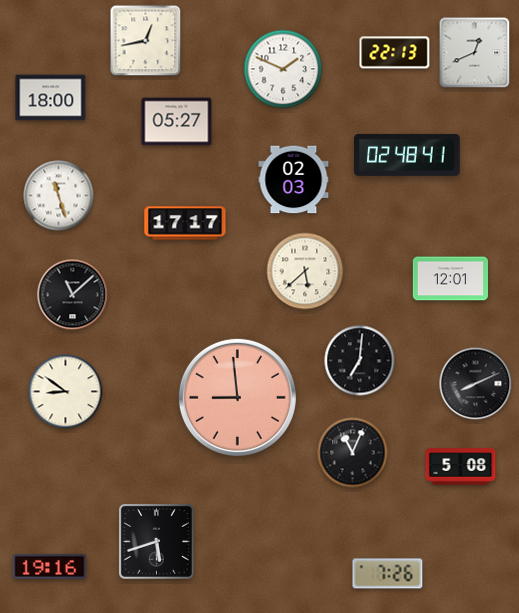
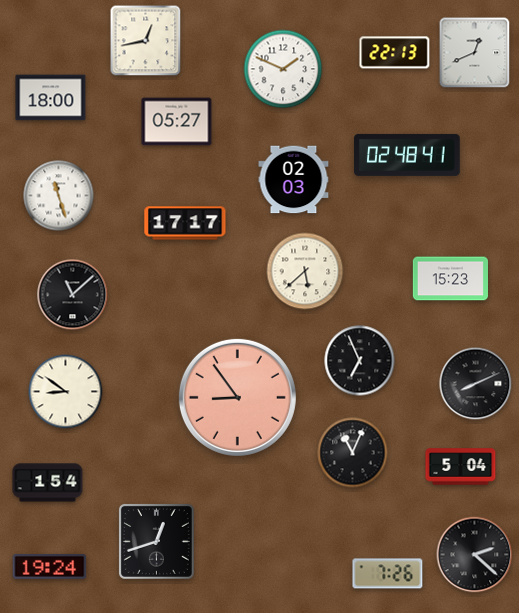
clock at (450, 279): 12:01 -> 15:23
clock at (360, 361): 7:01 -> 6:56
clock at (237, 397): 8:59 -> 8:54
clock at (461, 467): 5:08 -> 5:04
clock at (48, 483): none -> 1:54
clock at (156, 541): 5:42 -> 12:42
clock at (475, 555): none -> 2:22
clock at (50, 566): 19:16 -> 19:24
